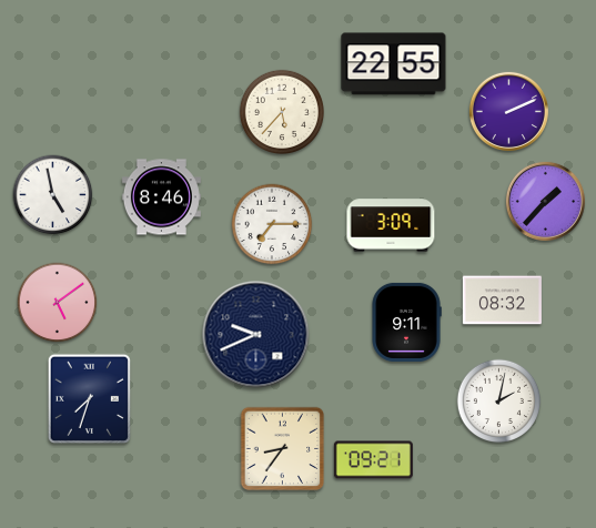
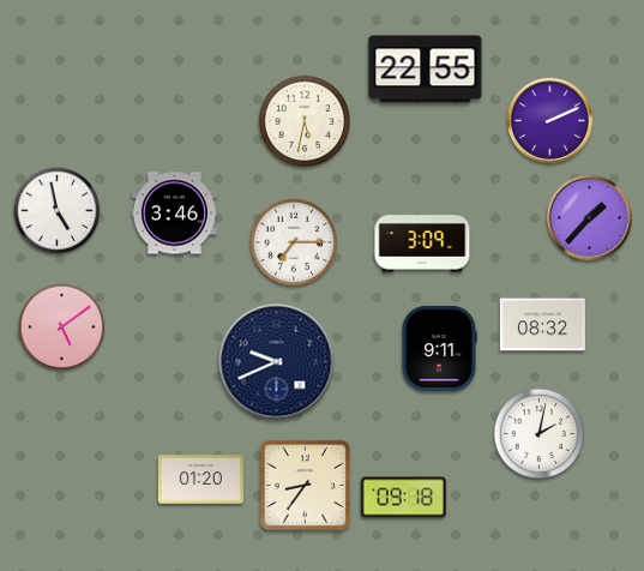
clock at (281, 111): 5:37 -> 5:32
clock at (161, 197): 8:46 -> 3:46
clock at (89, 398): 7:33 -> none
clock at (200, 480): none -> 01:20
clock at (373, 460): 09:21 -> 09:18
